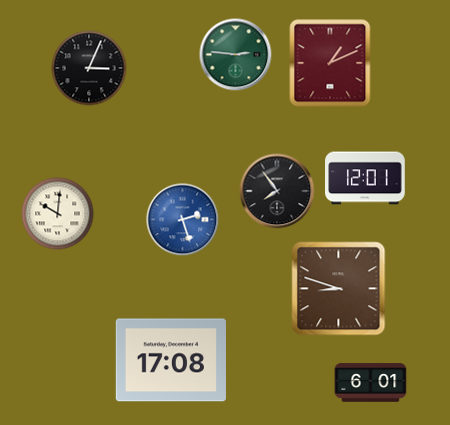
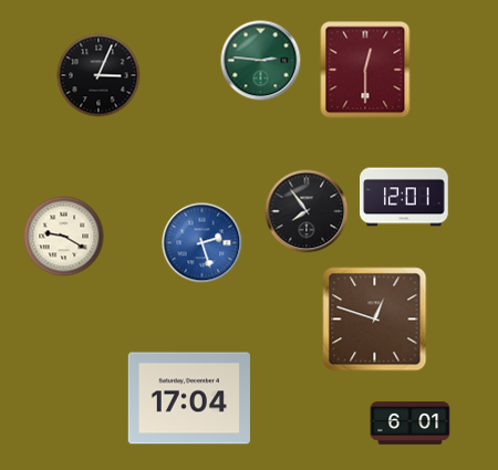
clock at (330, 63): 1:11 -> 12:30
clock at (58, 214): 10:01 -> 9:20
clock at (339, 289): 8:48 -> 12:48
clock at (171, 360): 17:08 -> 17:04
